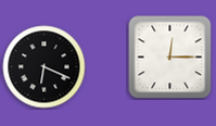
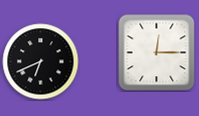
clock at (45, 67): 6:19 -> 6:41
